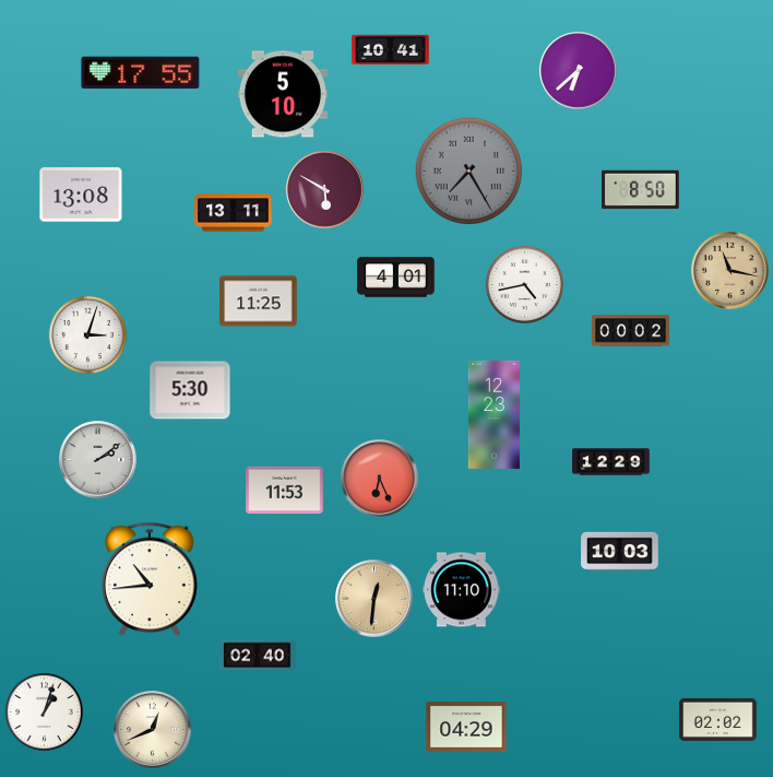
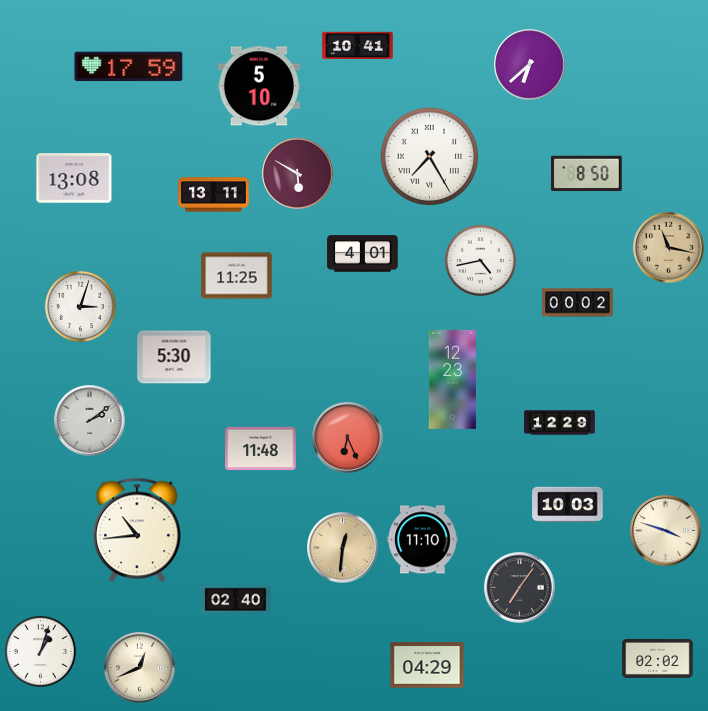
clock at (141, 73): 17:55 -> 17:59
clock at (469, 172) dial: grey -> white
clock at (285, 491): 11:53 -> 11:48
clock at (666, 531): none -> 3:48
clock at (520, 588): none -> 7:06
